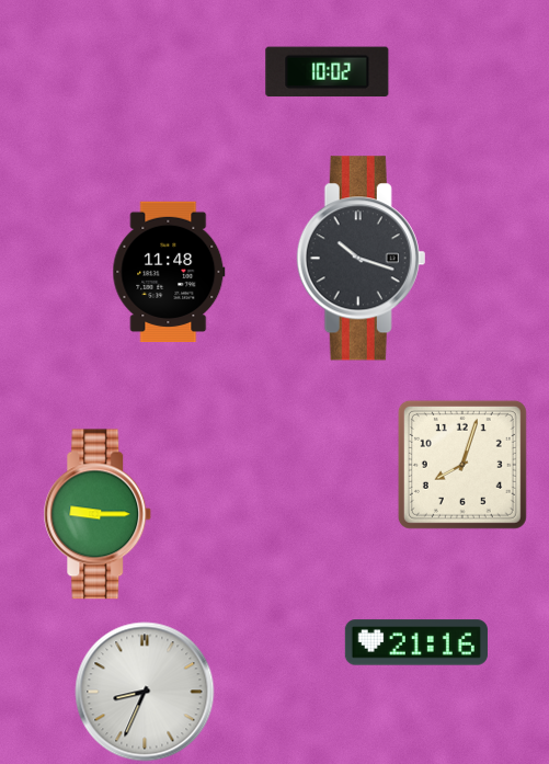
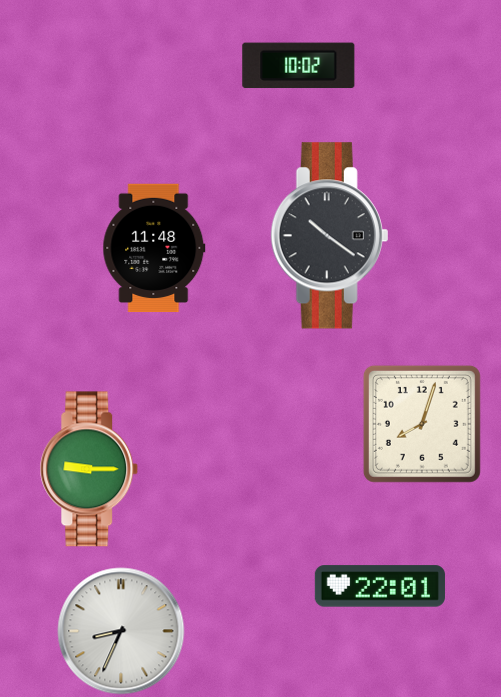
clock at (362, 259): 10:18 -> 10:21
clock at (416, 642): 21:16 -> 22:01
clock at (145, 692) position: (145, 692) -> (121, 631)
